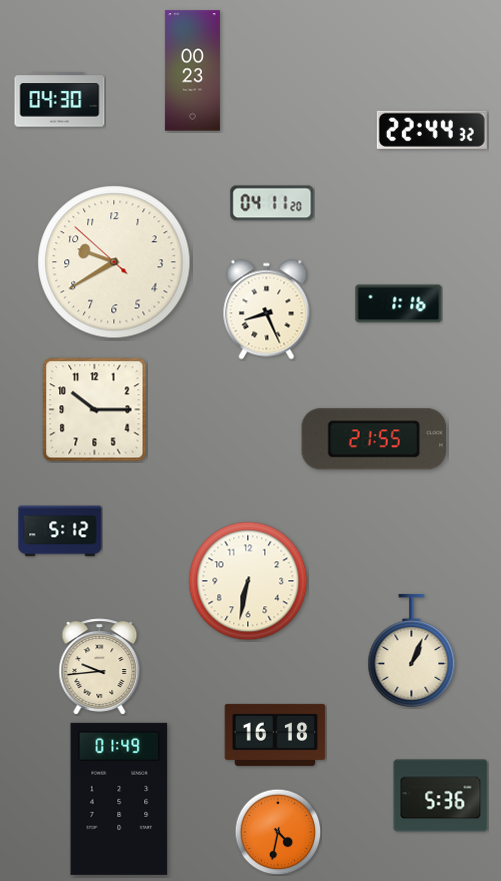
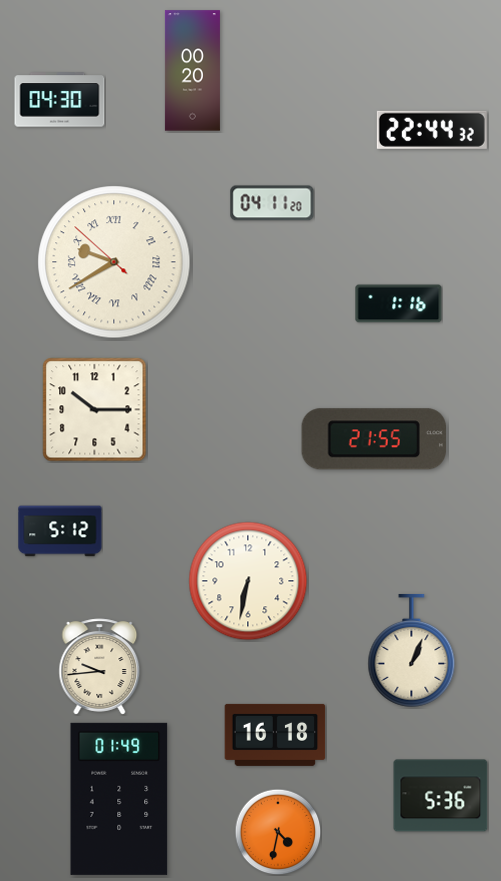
clock at (192, 71): 00:23 -> 00:20
clock at (114, 262) numerals: Arabic -> Roman
clock at (267, 310): 8:26 -> none
